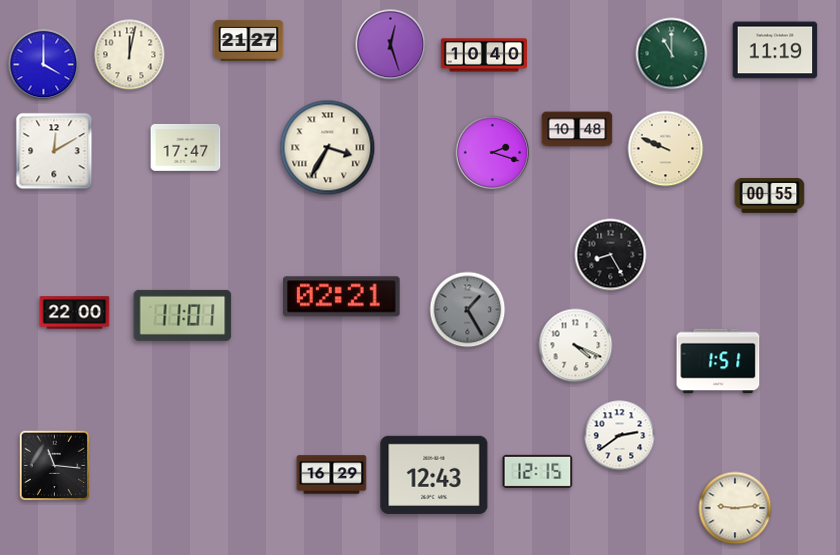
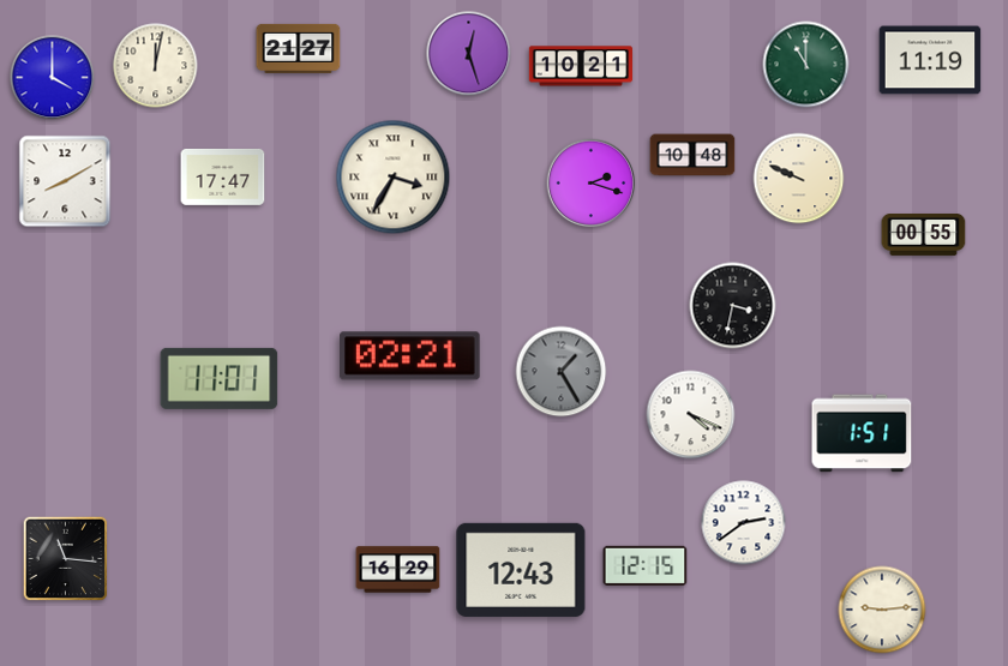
clock at (484, 55): 10:40 -> 10:21
clock at (54, 151): 12:10 -> 8:10
clock at (611, 255): 8:25 -> 3:32
clock at (75, 313): 22:00 -> none
